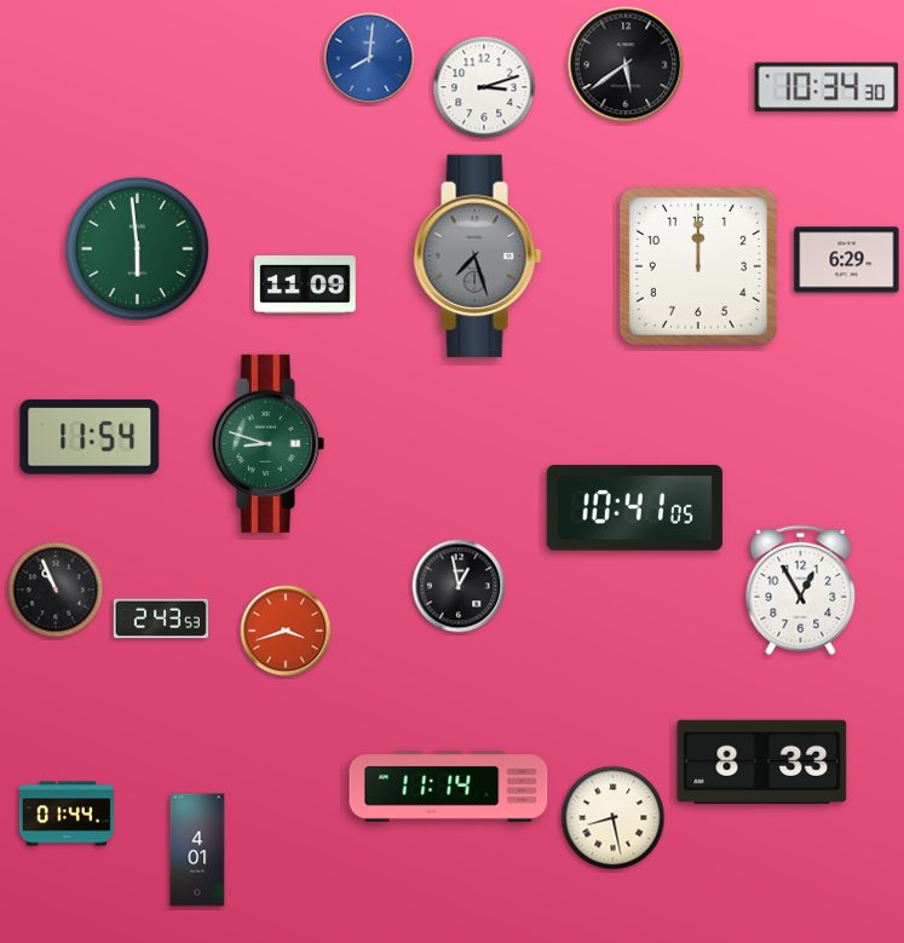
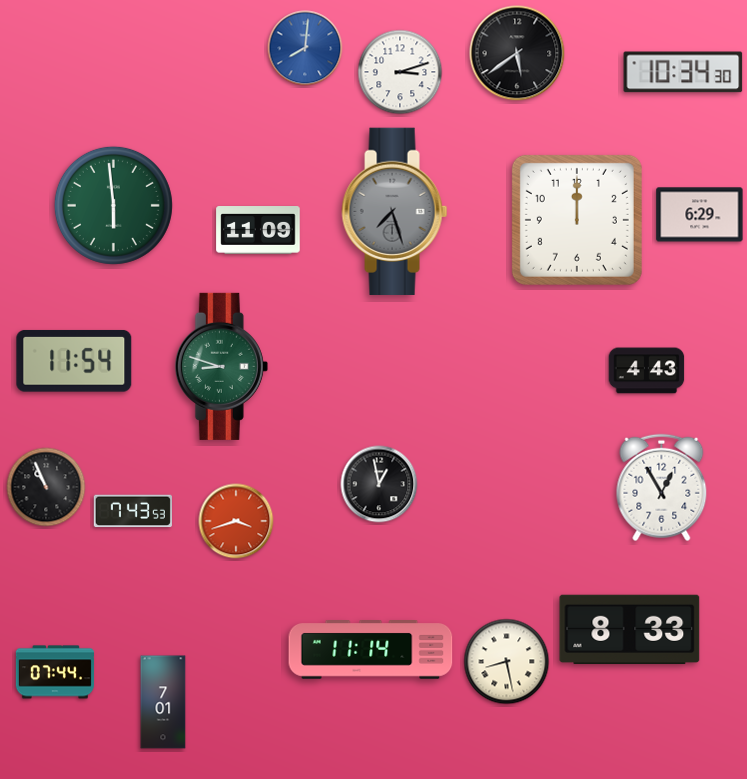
clock at (305, 286) position: (305, 286) -> (258, 231)
clock at (647, 371): none -> 4:43
clock at (634, 508): 10:41 -> none
clock at (161, 619): 2:43 -> 7:43
clock at (67, 813): 01:44 -> 07:44
clock at (614, 818) position: (614, 818) -> (507, 662)
clock at (197, 850): 4:01 -> 7:01
